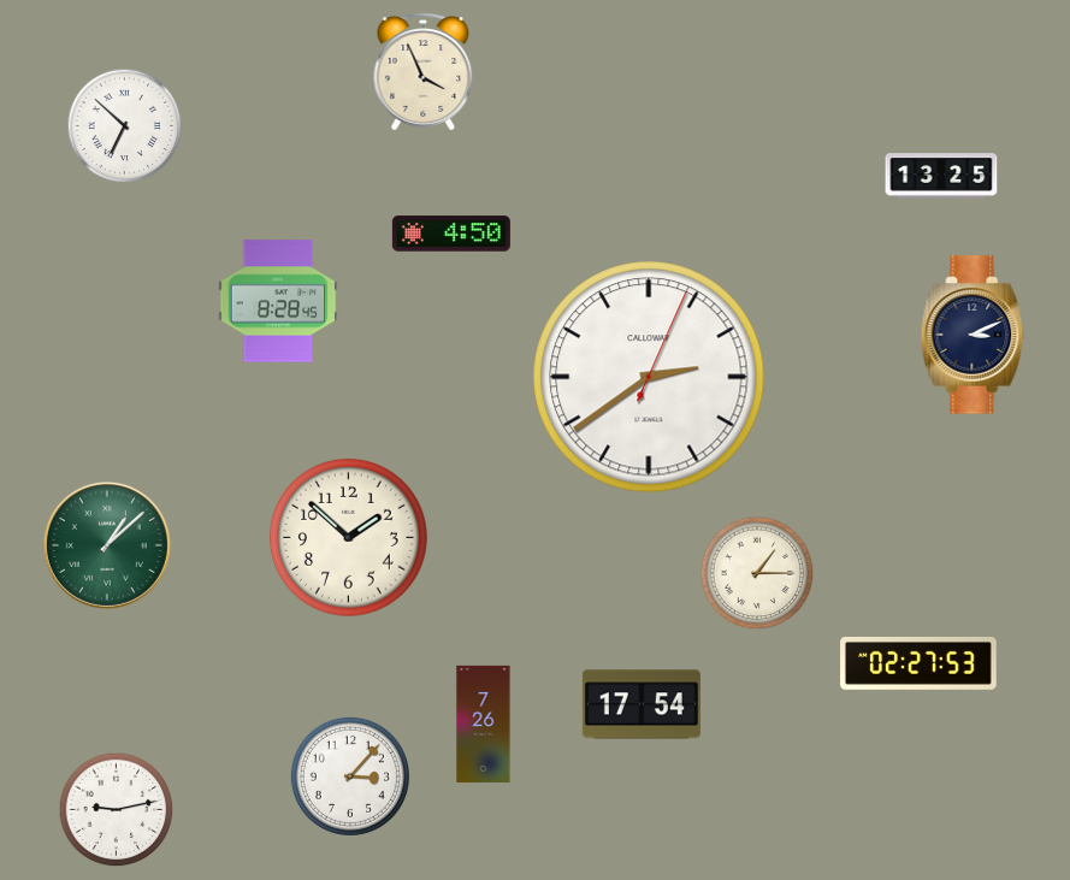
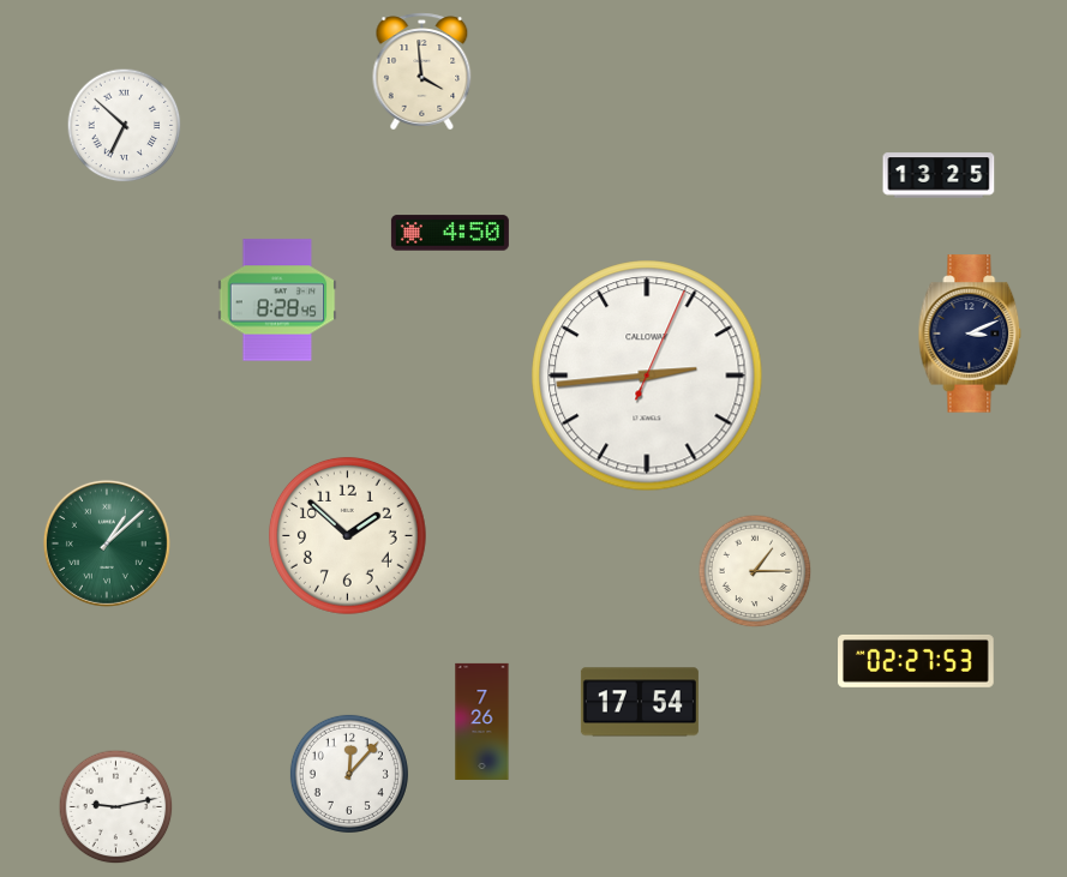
clock at (424, 72): 3:56 -> 3:59
clock at (649, 377): 2:39 -> 2:44
clock at (350, 776): 3:07 -> 12:07
